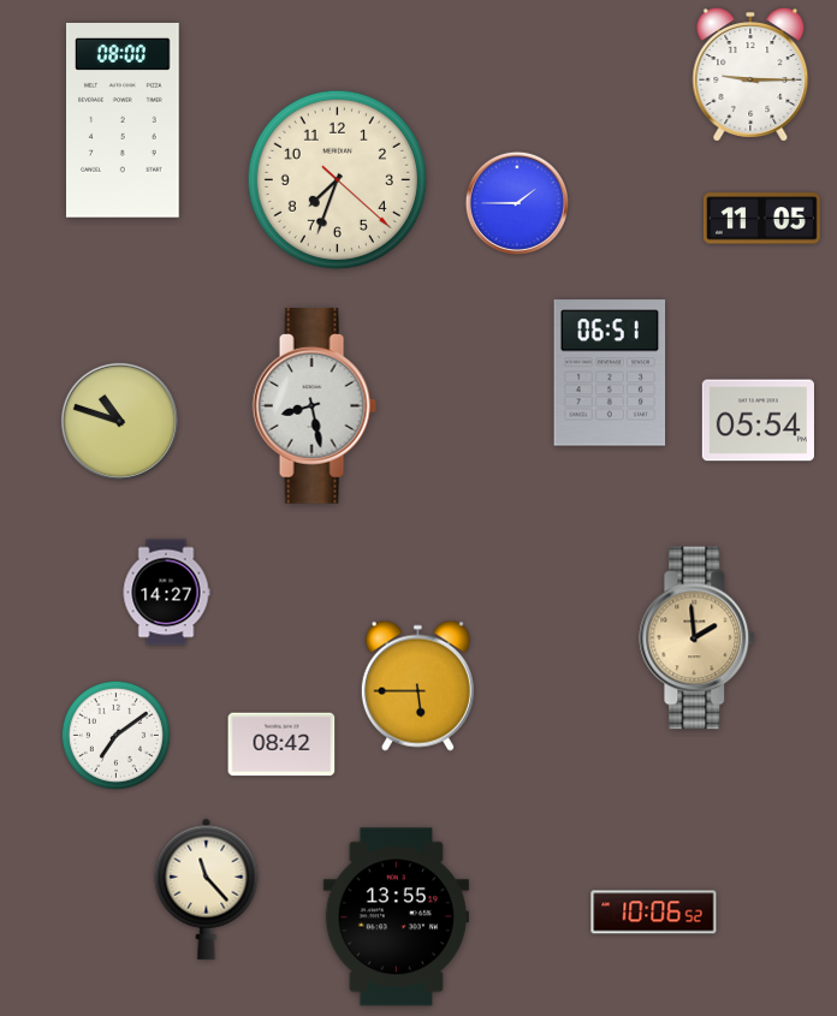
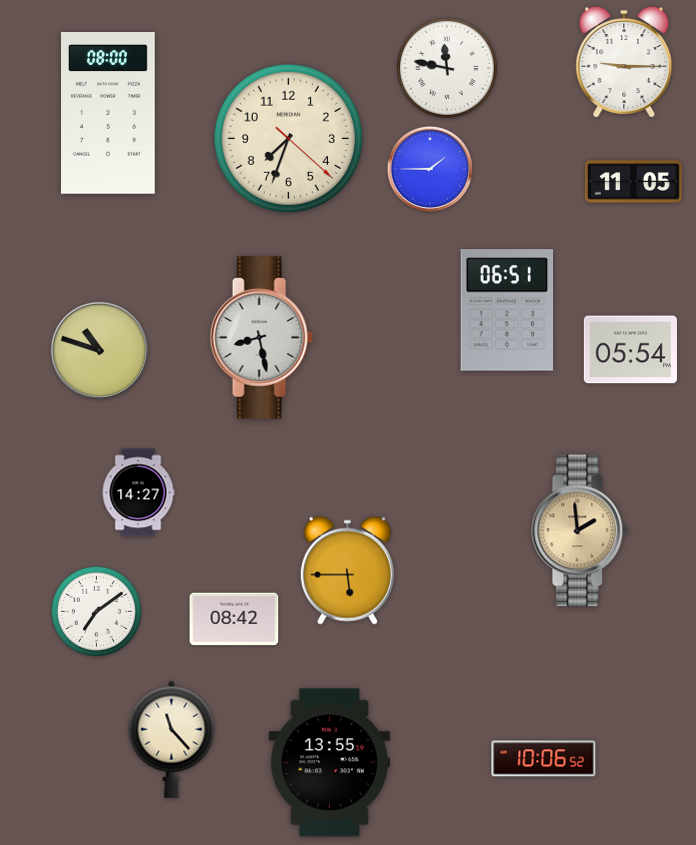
clock at (448, 69): none -> 11:47
clock at (124, 121) position: (124, 121) -> (109, 114)
clock at (337, 179) position: (337, 179) -> (288, 138)
